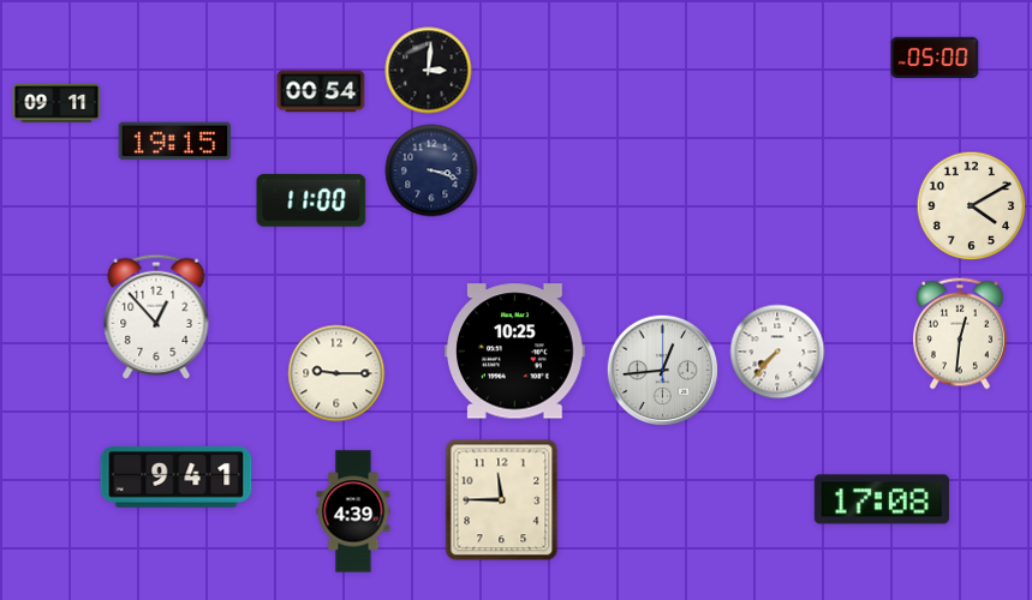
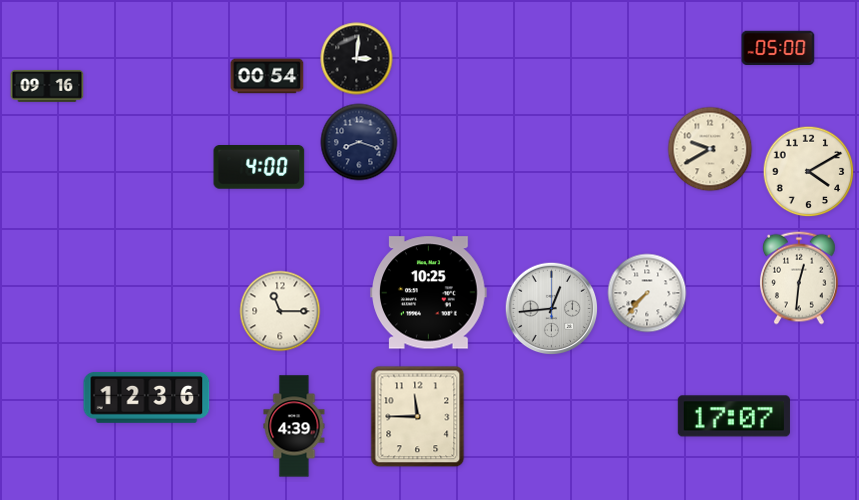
clock at (56, 103): 09:11 -> 09:16
clock at (175, 142): 19:15 -> none
clock at (431, 170): 3:18 -> 8:18
clock at (710, 149): none -> 9:40
clock at (311, 202): 11:00 -> 4:00
clock at (156, 316): 12:53 -> none
clock at (336, 373): 9:15 -> 11:15
clock at (177, 476): 9:41 -> 12:36
clock at (882, 499): 17:08 -> 17:07
